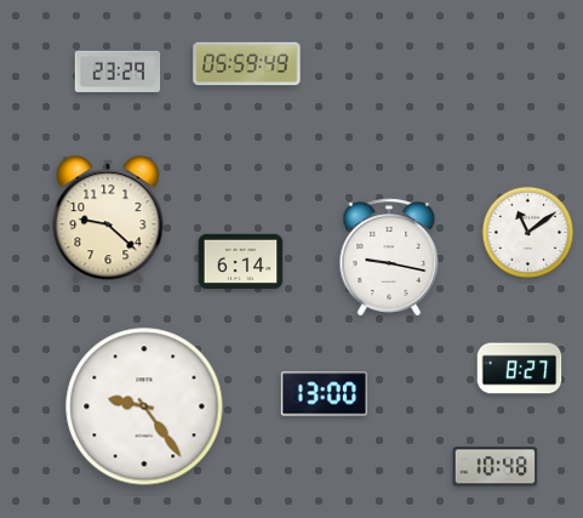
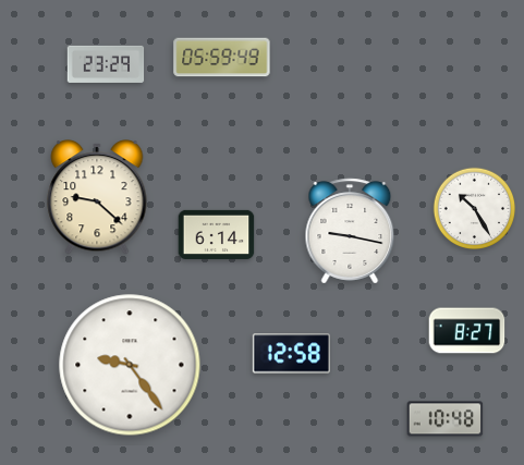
clock at (528, 233): 11:09 -> 10:25
clock at (324, 394): 13:00 -> 12:58
